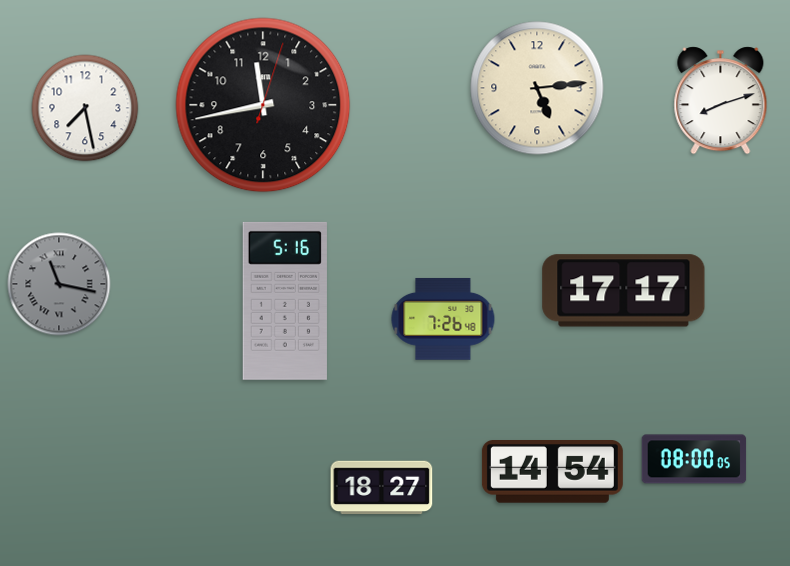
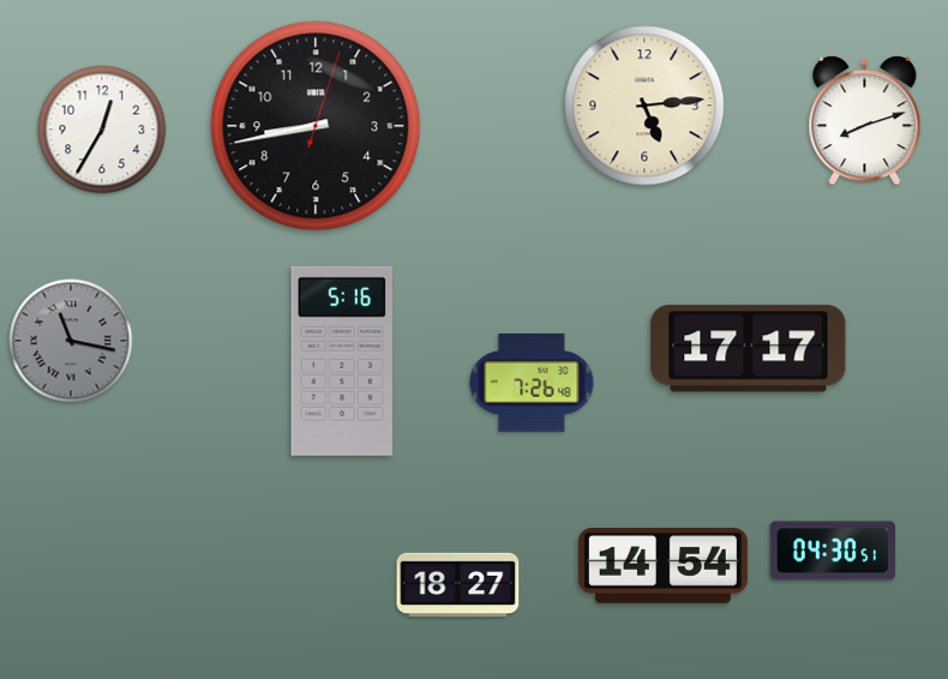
clock at (263, 105): 11:43 -> 8:43
clock at (85, 108): 7:28 -> 12:35
clock at (694, 459): 08:00 -> 04:30
